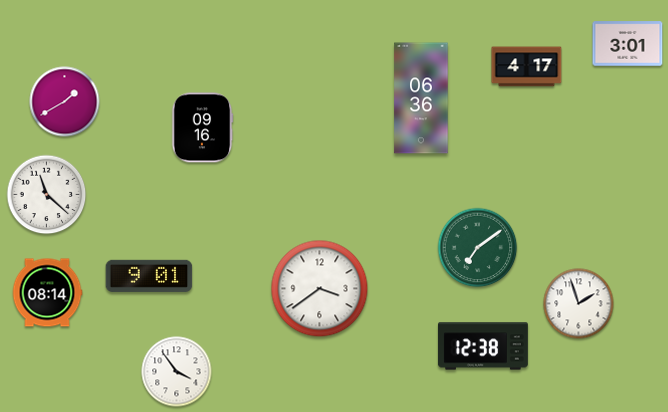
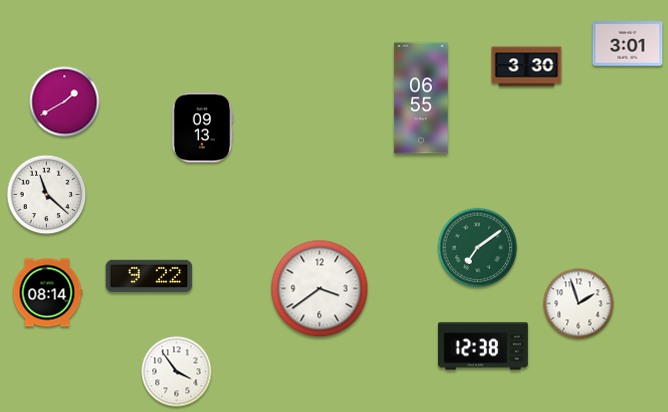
clock at (527, 67): 4:17 -> 3:30
clock at (421, 98): 06:36 -> 06:55
clock at (202, 128): 09:16 -> 09:13
clock at (149, 276): 9:01 -> 9:22
